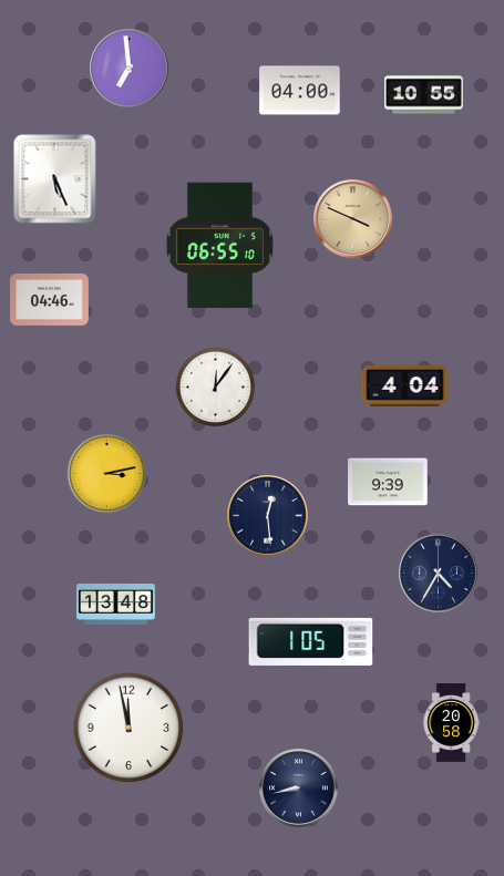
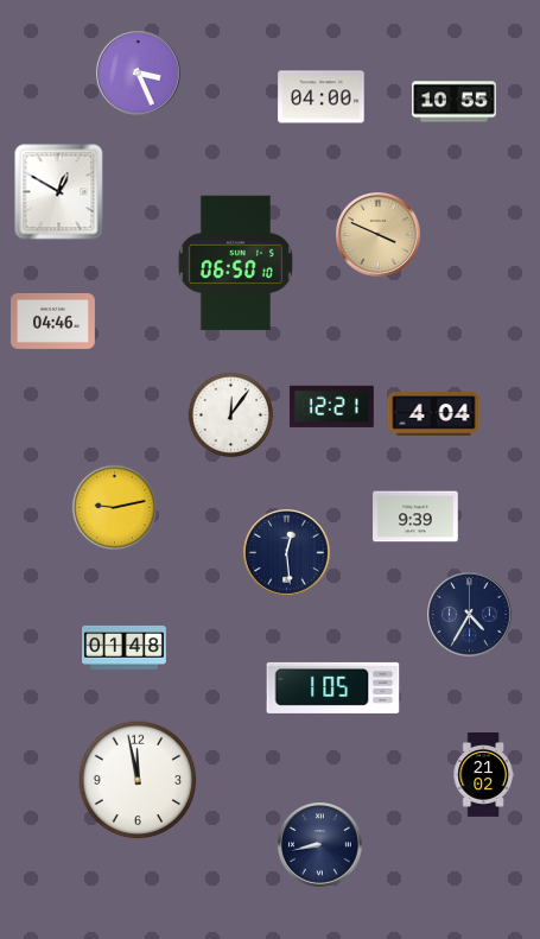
clock at (130, 69): 6:59 -> 3:26
clock at (55, 179): 5:26 -> 12:50
clock at (219, 246): 06:55 -> 06:50
clock at (331, 406): none -> 12:21
clock at (107, 474): 3:13 -> 9:13
clock at (116, 604): 13:48 -> 01:48
clock at (451, 723): 20:58 -> 21:02
